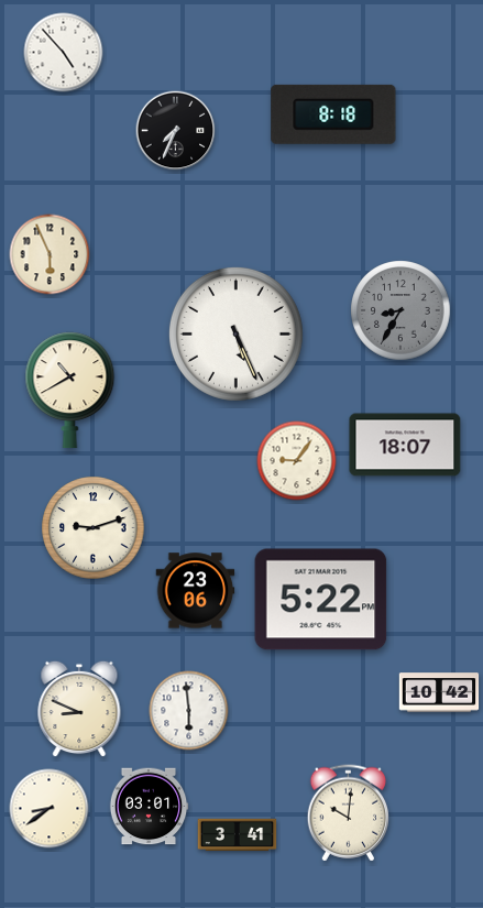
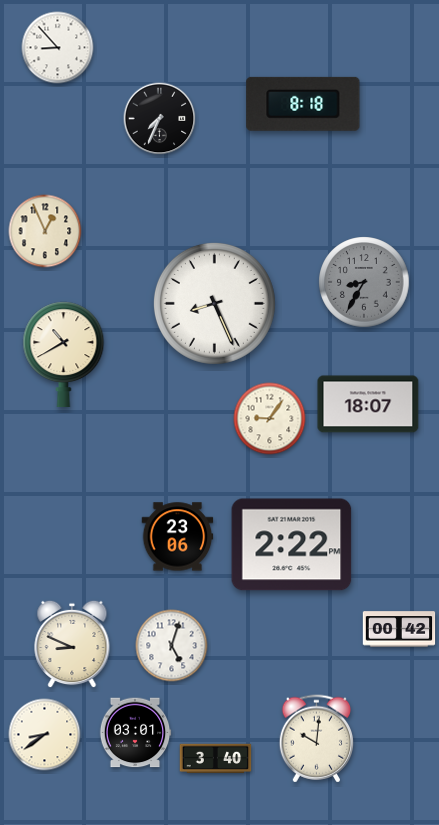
clock at (64, 53): 4:53 -> 8:53
clock at (50, 254): 5:56 -> 12:56
clock at (235, 333): 5:26 -> 8:26
clock at (94, 528): 9:12 -> none
clock at (321, 600): 5:22 -> 2:22
clock at (439, 692): 10:42 -> 00:42
clock at (189, 711): 5:59 -> 5:03
clock at (238, 835): 3:41 -> 3:40
